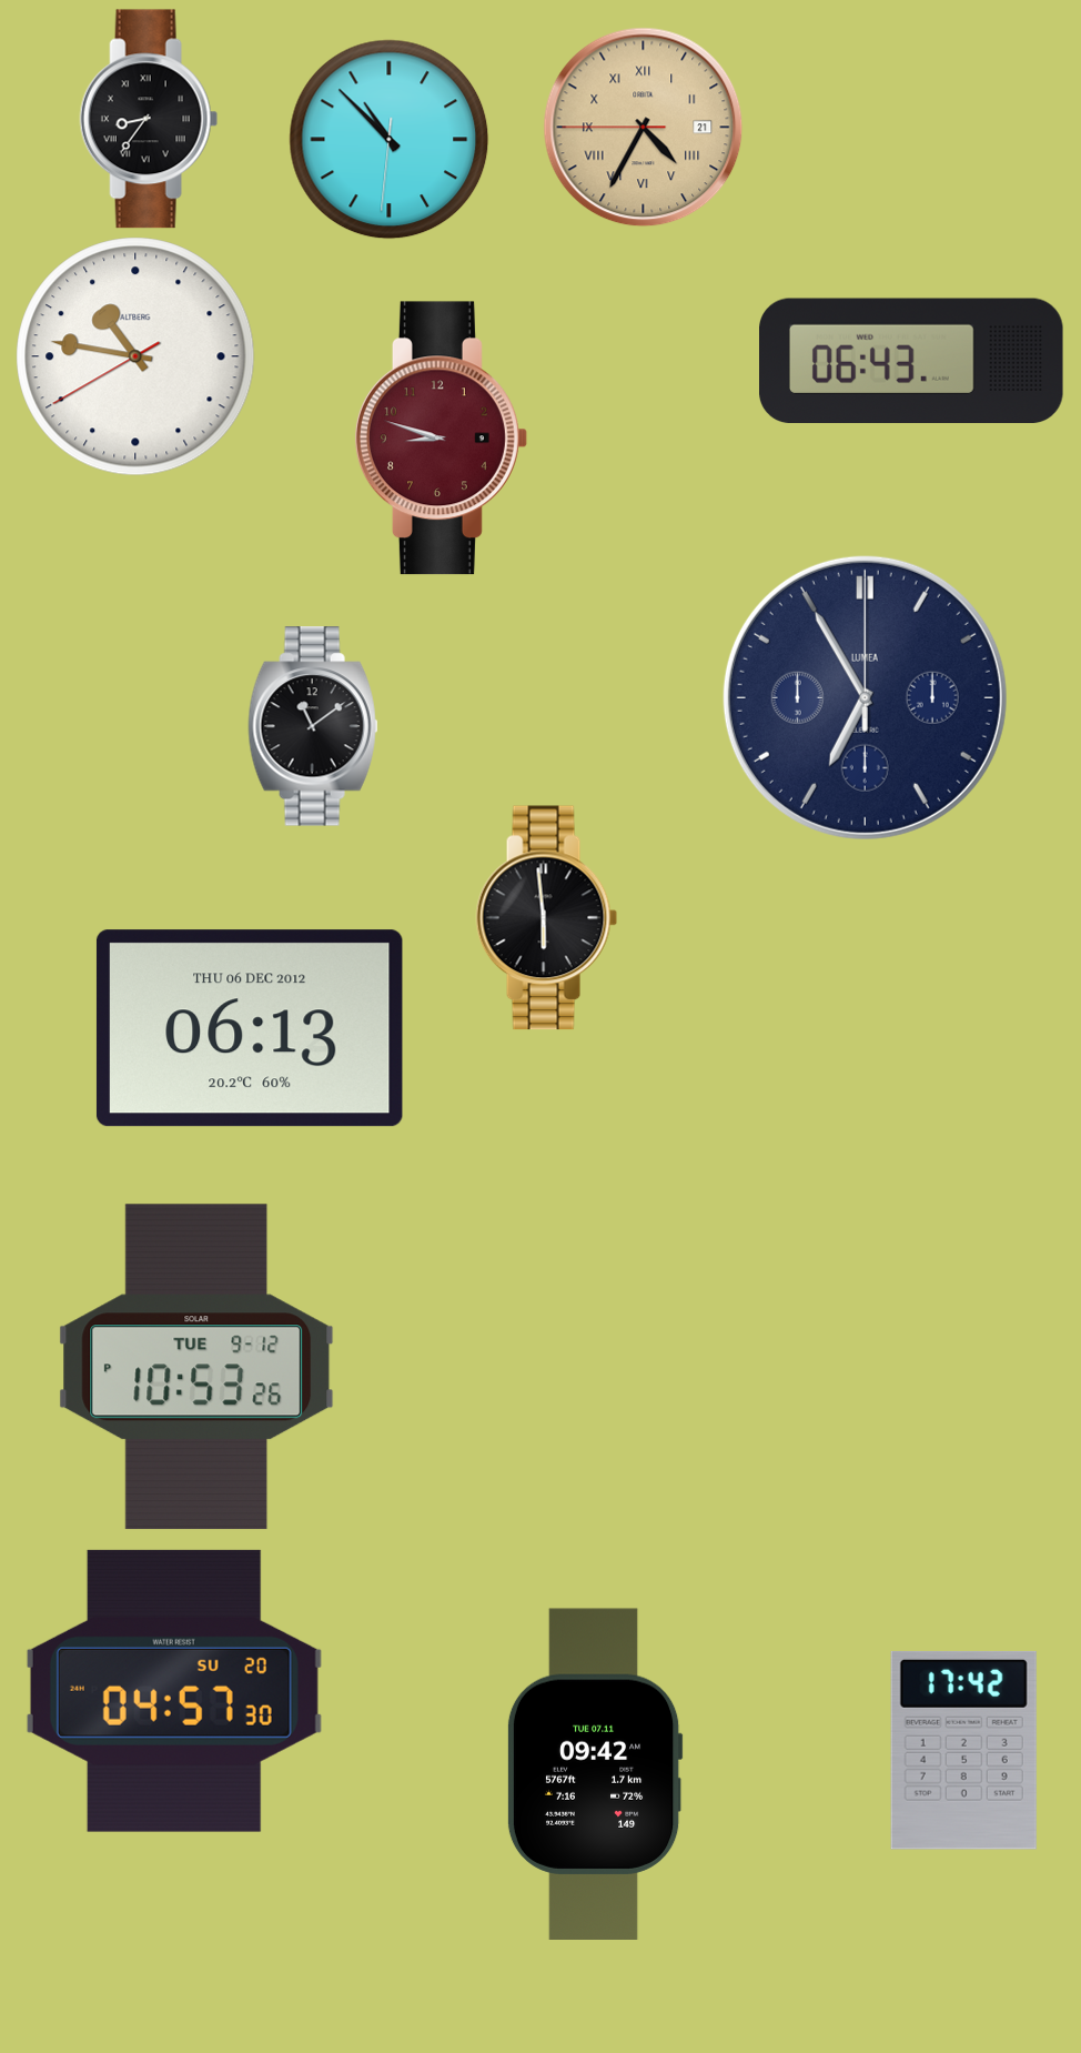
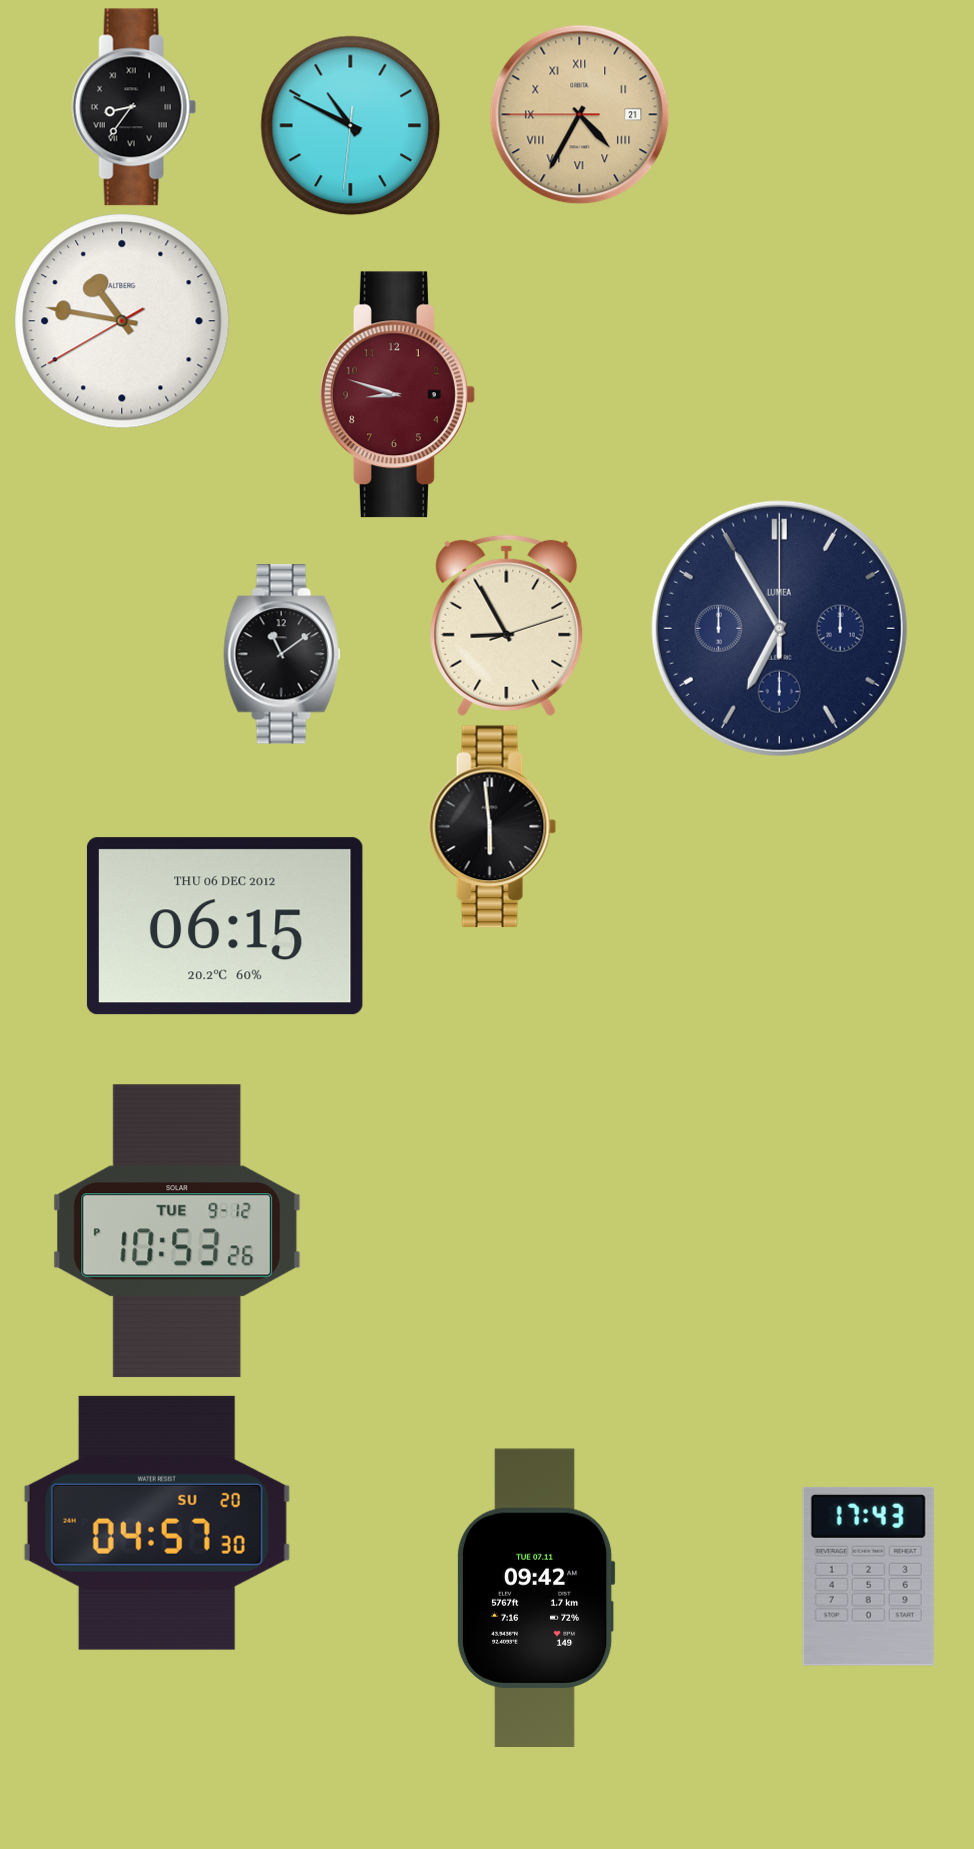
clock at (390, 140): 10:52 -> 10:49
clock at (912, 361): 06:43 -> none
clock at (507, 625): none -> 8:55
clock at (250, 1028): 06:13 -> 06:15
clock at (963, 1750): 17:42 -> 17:43
